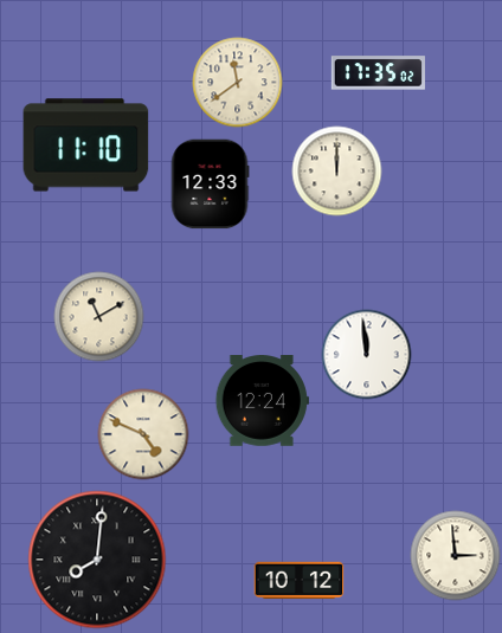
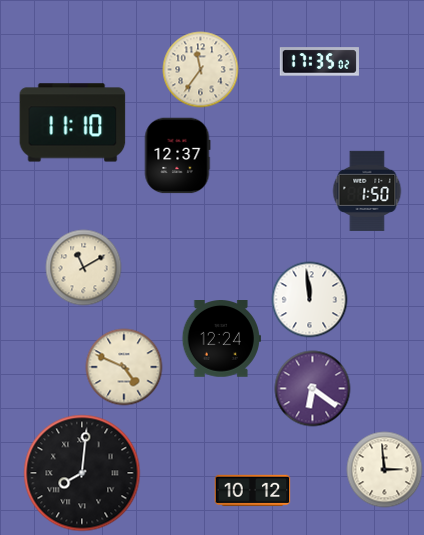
clock at (238, 83): 11:39 -> 11:36
clock at (337, 172): 12:00 -> none
clock at (210, 185): 12:33 -> 12:37
clock at (367, 191): none -> 1:50
clock at (143, 434) position: (143, 434) -> (124, 367)
clock at (313, 389): none -> 6:21
